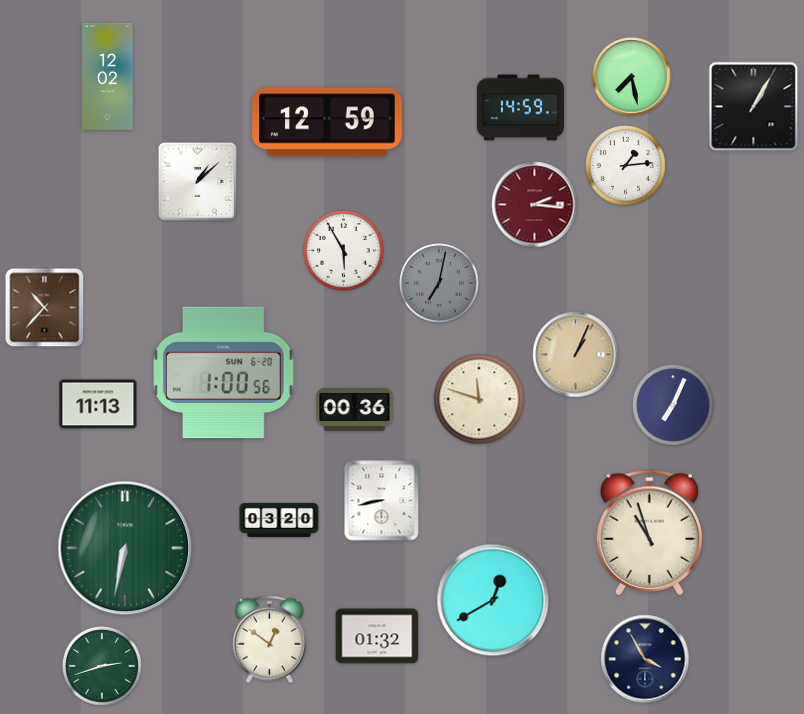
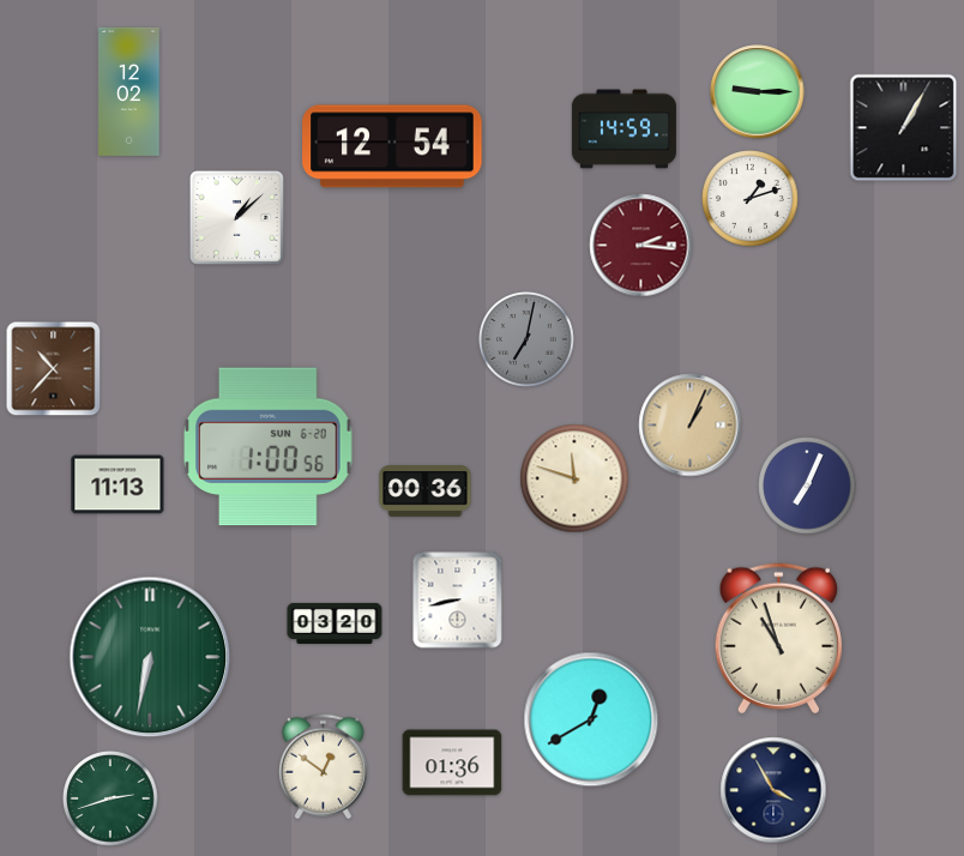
clock at (632, 77): 7:28 -> 9:15
clock at (327, 122): 12:59 -> 12:54
clock at (626, 166): 1:14 -> 1:12
clock at (344, 251): 5:55 -> none
clock at (377, 636): 01:32 -> 01:36
clock at (102, 666) position: (102, 666) -> (110, 798)
